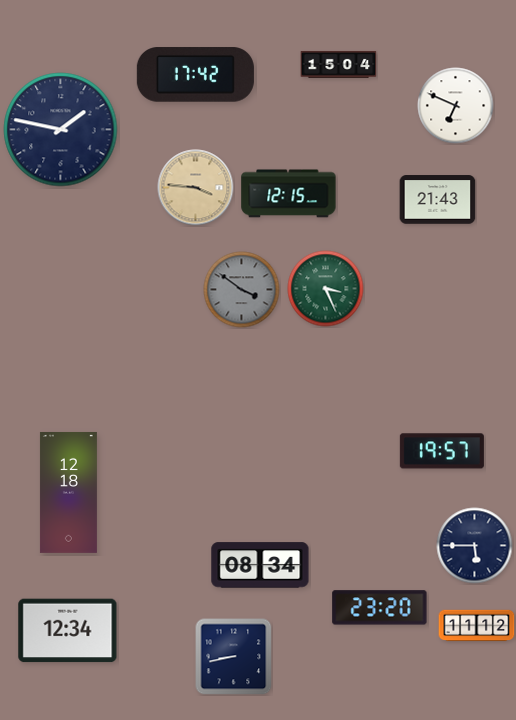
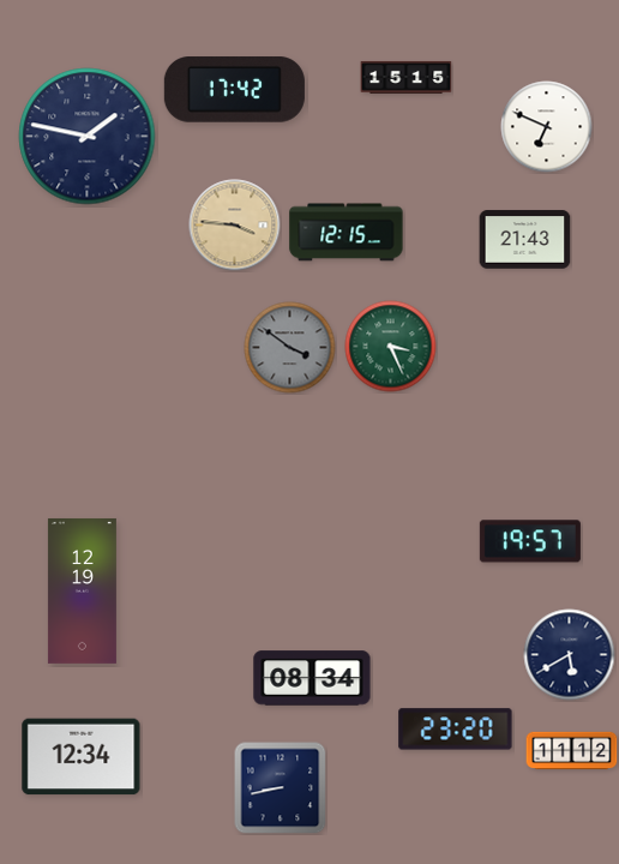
clock at (339, 64): 15:04 -> 15:15
clock at (61, 130) position: (61, 130) -> (88, 137)
clock at (68, 492): 12:18 -> 12:19
clock at (475, 546): 5:45 -> 5:40
